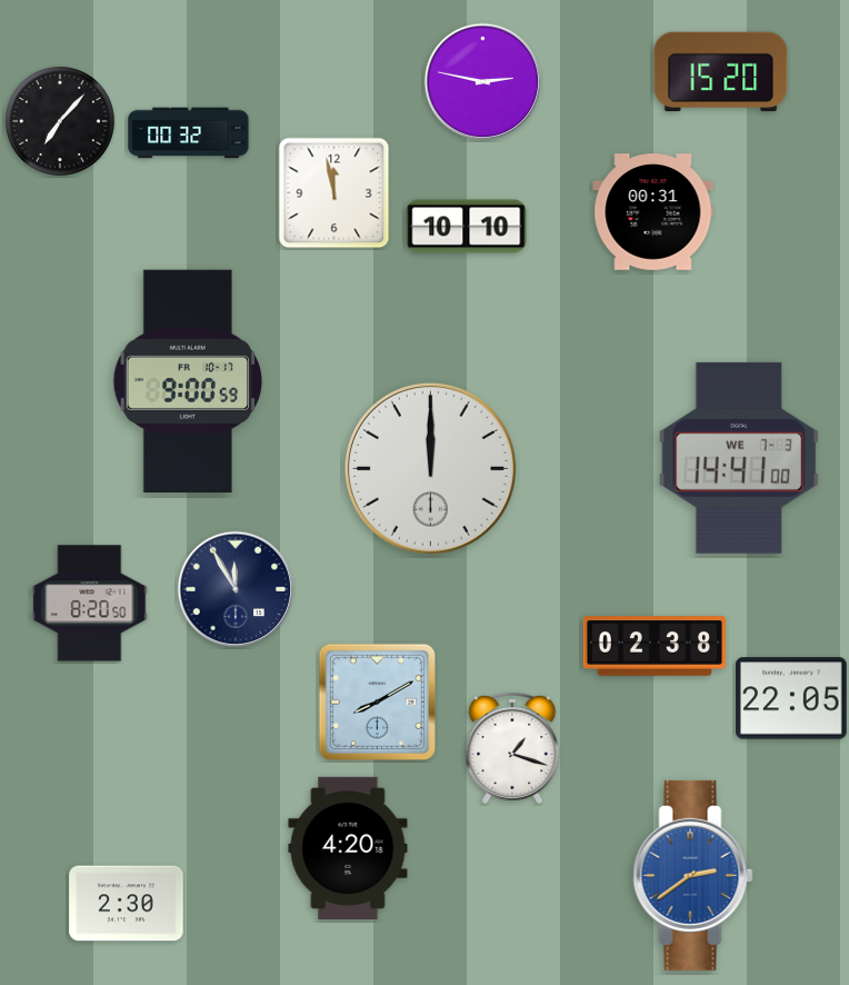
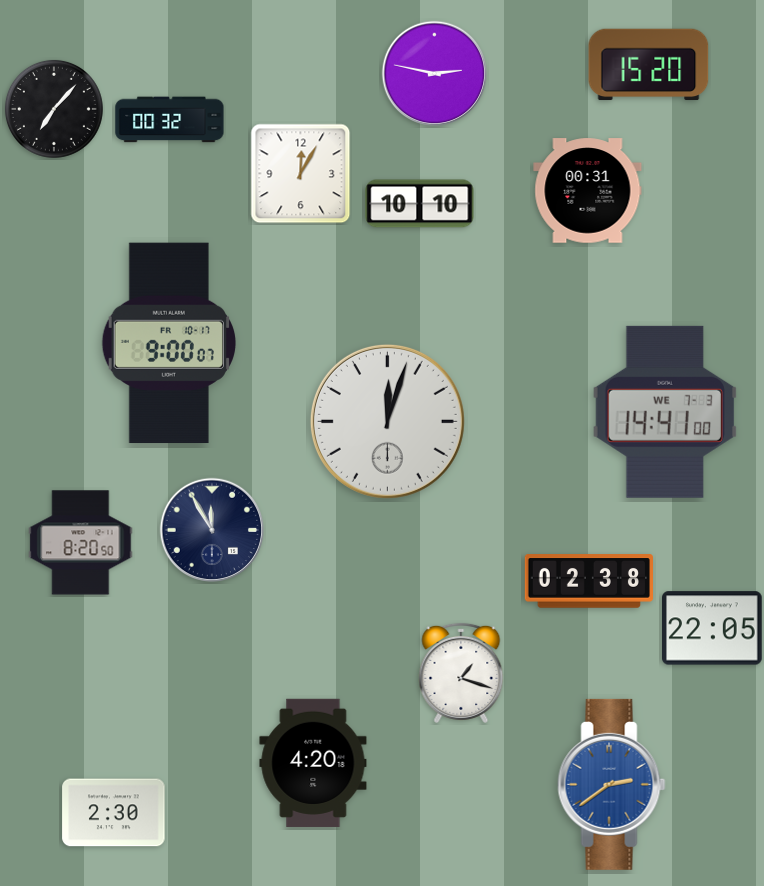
clock at (334, 193): 11:58 -> 12:05
clock at (187, 381): 9:00:59 -> 9:00:07
clock at (430, 468): 12:00 -> 12:03
clock at (378, 703): 8:10 -> none
clock at (693, 875) position: (693, 875) -> (612, 784)
